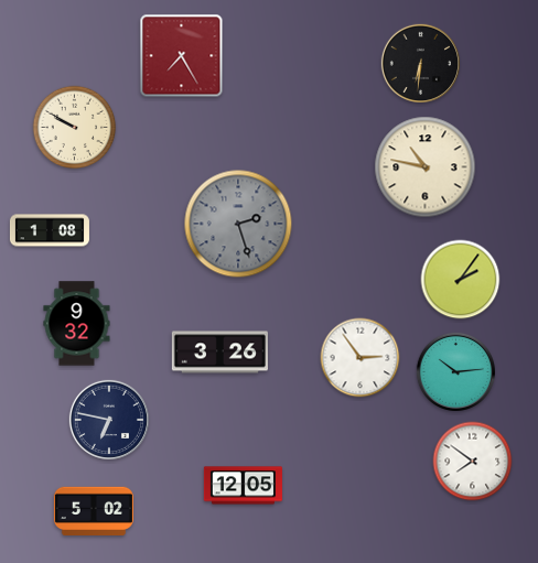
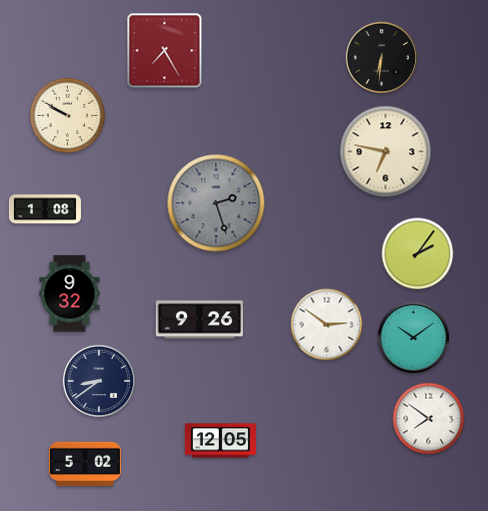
clock at (426, 167): 10:47 -> 6:47
clock at (219, 353): 3:26 -> 9:26
clock at (361, 358): 2:54 -> 2:51
clock at (455, 371): 10:14 -> 10:09
clock at (109, 420): 6:47 -> 8:39
